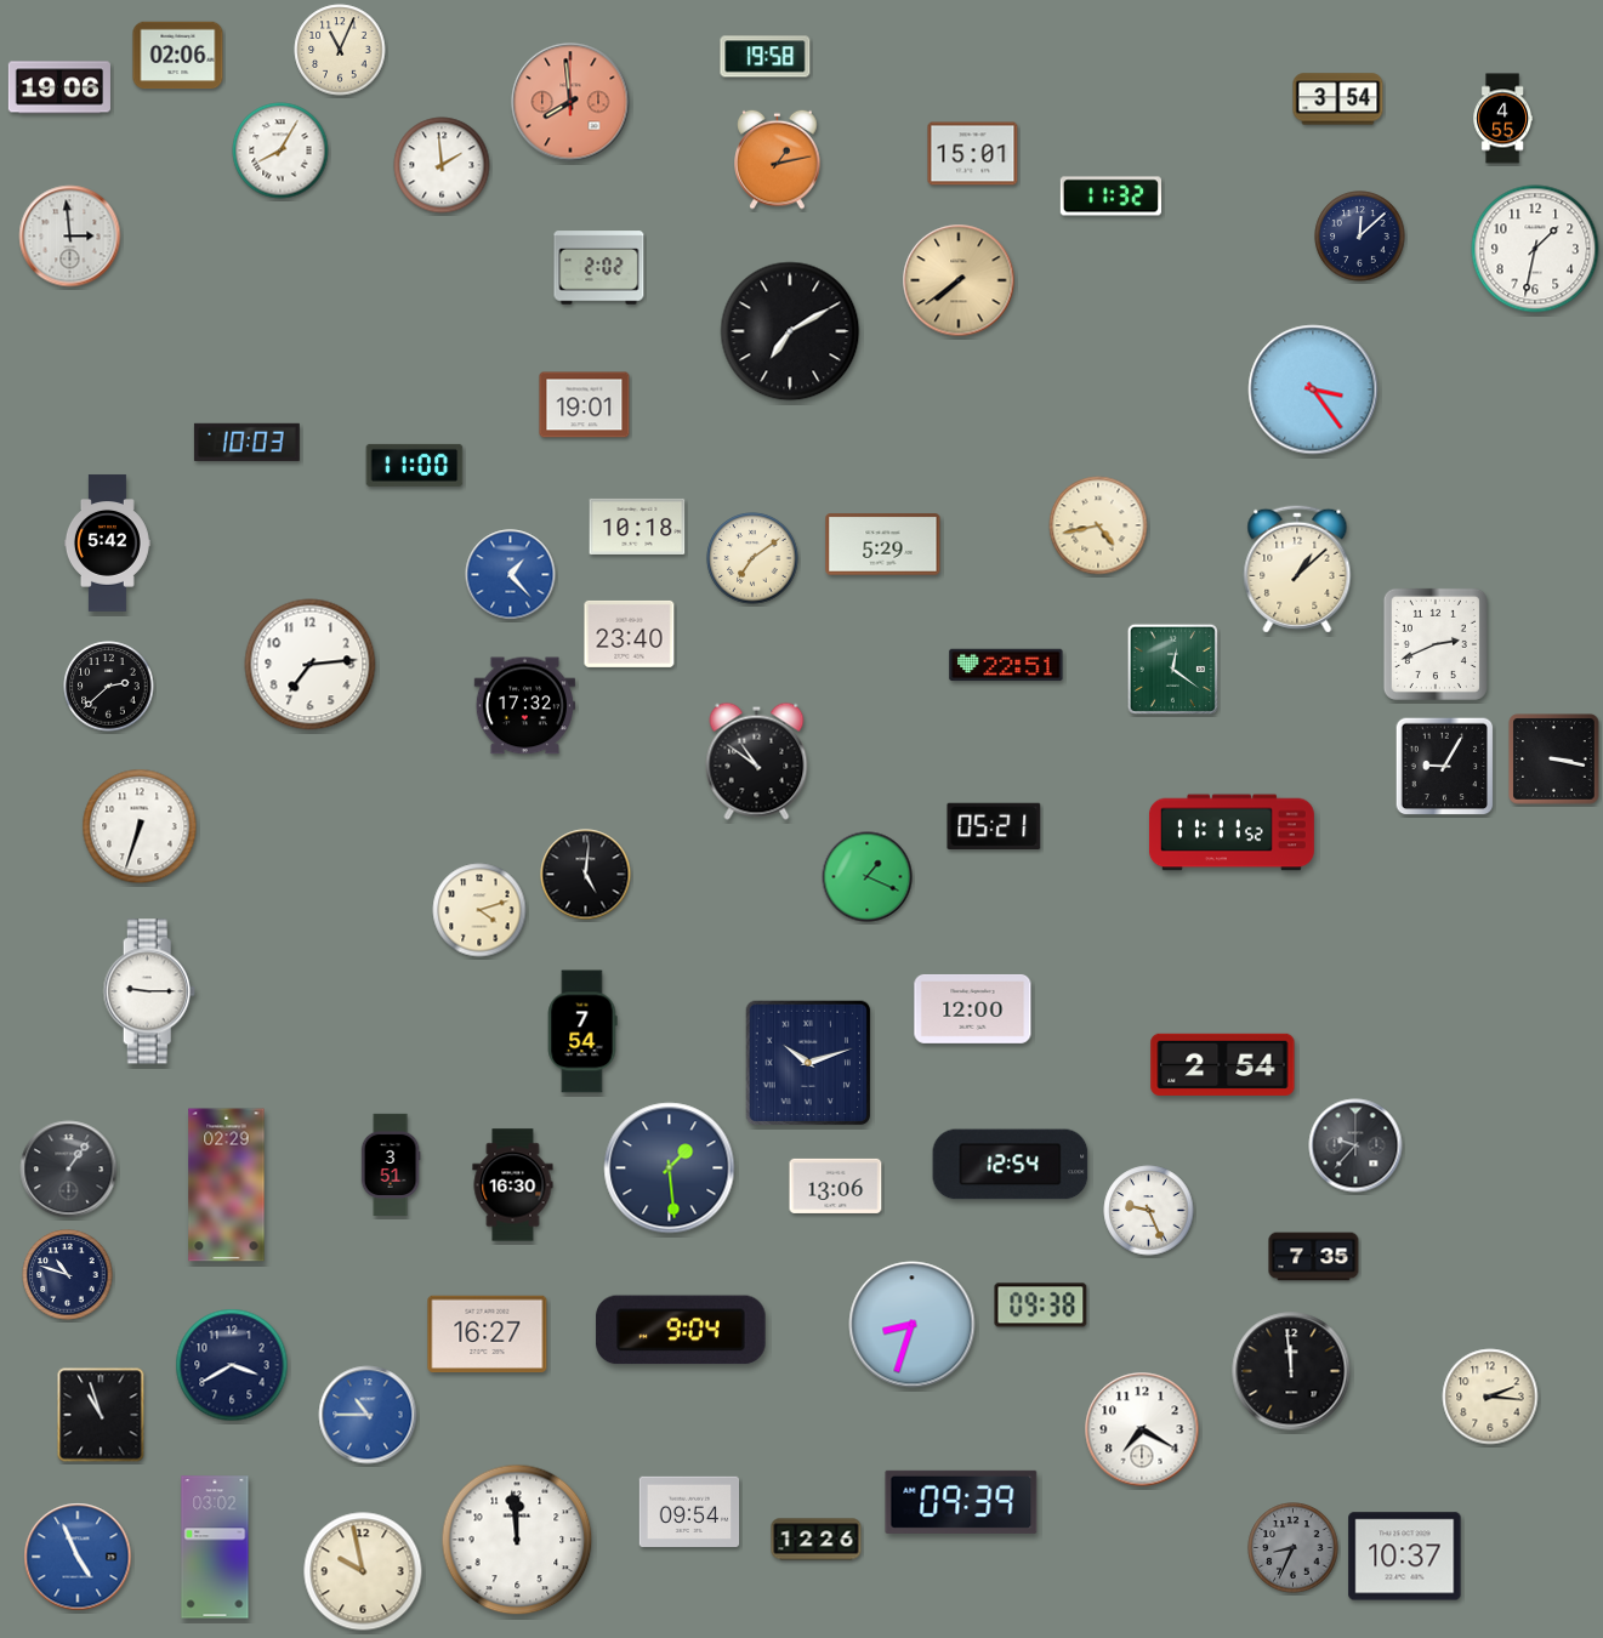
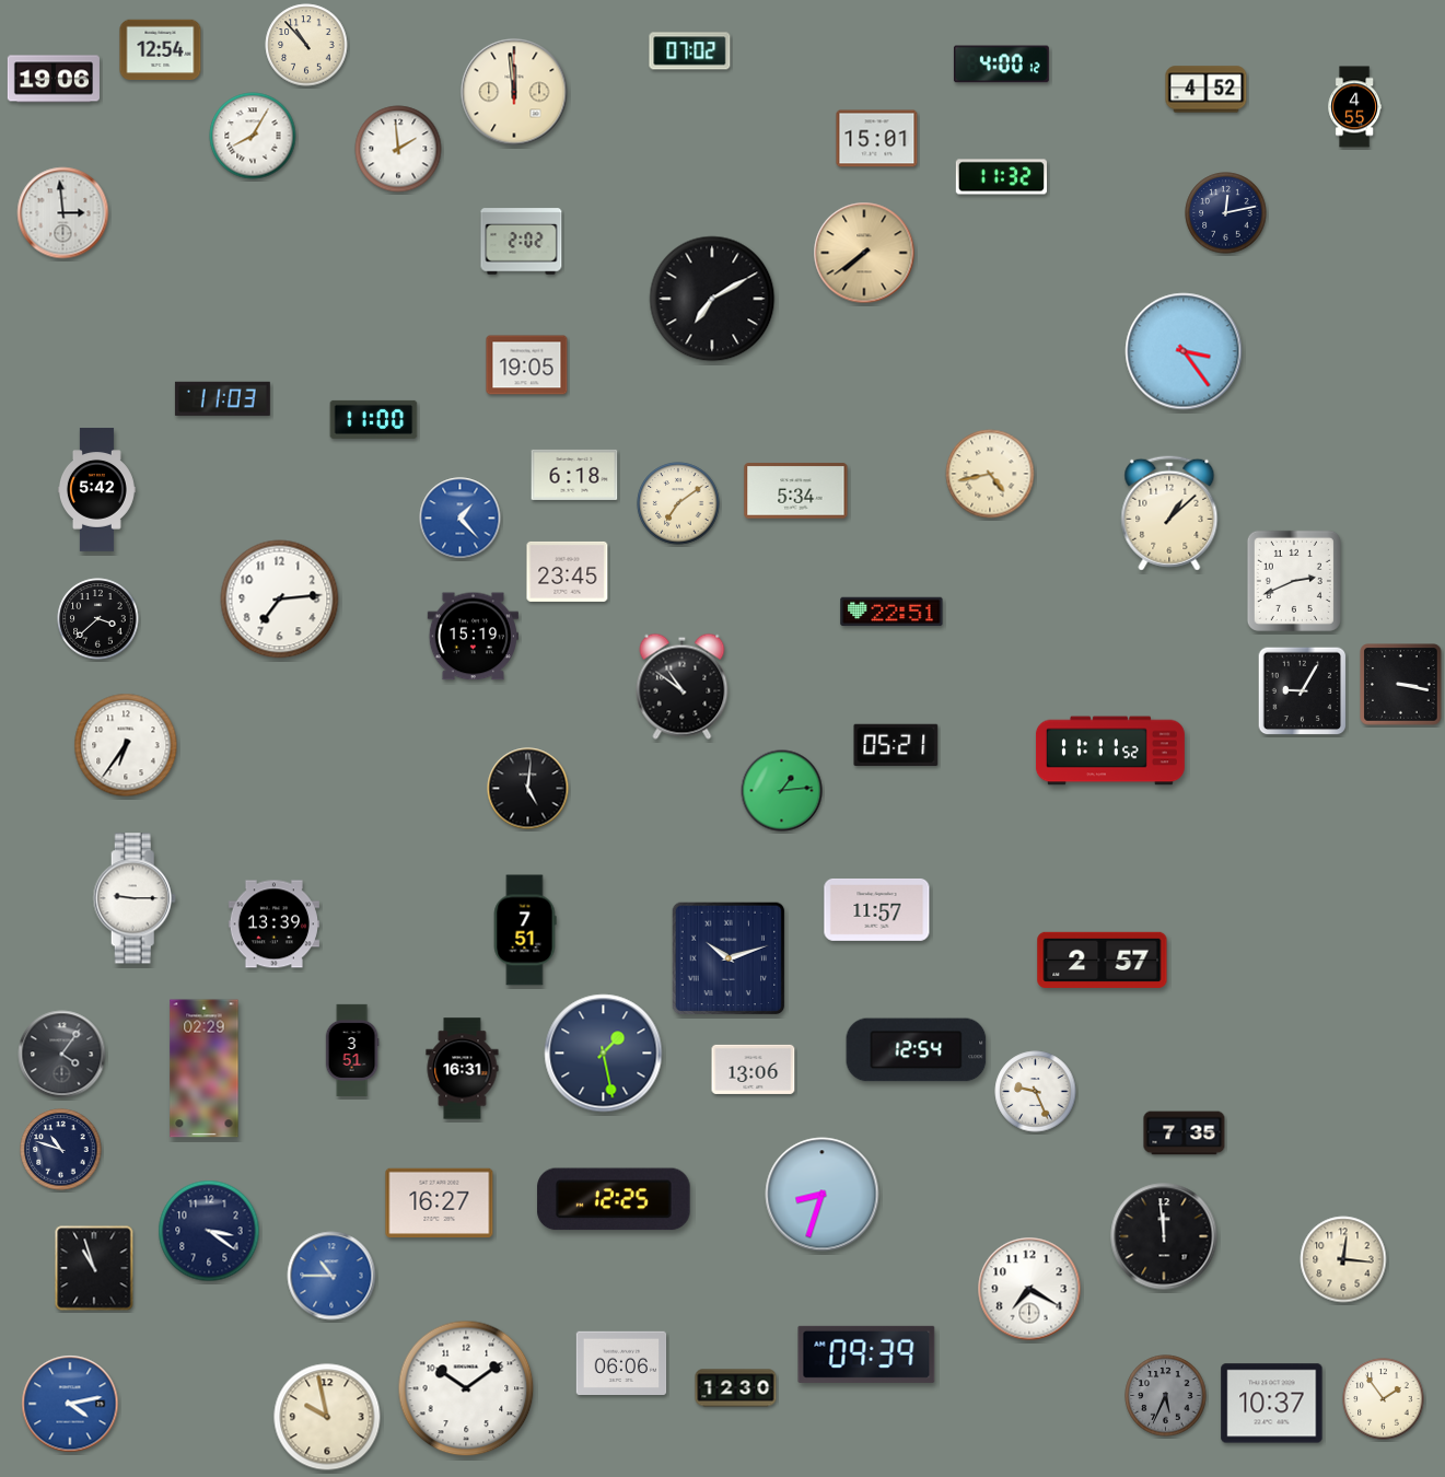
clock at (340, 50): 11:04 -> 10:53
clock at (178, 56): 02:06 -> 12:54
clock at (766, 57): 19:58 -> 07:02
clock at (1001, 65): none -> 4:00
clock at (1338, 99): 3:54 -> 4:52
clock at (570, 102): 7:59 -> 11:59
clock at (570, 102) dial: salmon -> cream
clock at (778, 159): 1:13 -> none
clock at (1360, 237): 12:08 -> 12:13
clock at (1535, 249): 1:32 -> none
clock at (599, 268) position: (599, 268) -> (522, 242)
clock at (585, 405): 19:01 -> 19:05
clock at (246, 442): 10:03 -> 11:03
clock at (637, 527): 10:18 -> 6:18
clock at (883, 545): 5:29 -> 5:34
clock at (630, 633): 23:40 -> 23:45
clock at (1006, 665) position: (1006, 665) -> (892, 612)
clock at (1172, 669): 12:21 -> none
clock at (109, 687): 2:38 -> 3:38
clock at (524, 706): 17:32 -> 15:19
clock at (140, 826): 6:33 -> 6:36
clock at (868, 877): 1:19 -> 1:14
clock at (479, 910): 4:12 -> none
clock at (149, 991) position: (149, 991) -> (135, 898)
clock at (973, 1008): 12:00 -> 11:57
clock at (273, 924): none -> 13:39
clock at (582, 1031): 7:54 -> 7:51
clock at (1223, 1064): 2:54 -> 2:57
clock at (1355, 1145): 9:37 -> none
clock at (1011, 1165) position: (1011, 1165) -> (917, 1050)
clock at (670, 1168): 1:29 -> 1:28
clock at (69, 1170): 1:06 -> 4:06
clock at (513, 1185): 16:30 -> 16:31
clock at (1041, 1306): 09:38 -> none
clock at (681, 1330): 9:04 -> 12:25
clock at (232, 1365): 3:40 -> 3:21
clock at (1490, 1397): 2:16 -> 12:16
clock at (101, 1415) position: (101, 1415) -> (94, 1268)
clock at (689, 1512): 09:54 -> 06:06
clock at (517, 1540): 11:59 -> 10:09
clock at (817, 1540): 12:26 -> 12:30
clock at (215, 1547): 03:02 -> none
clock at (1294, 1548): 8:34 -> 5:34
clock at (1384, 1399): none -> 1:54
clock at (78, 1557): 4:56 -> 4:13
clock at (1405, 1557) position: (1405, 1557) -> (1272, 1404)
